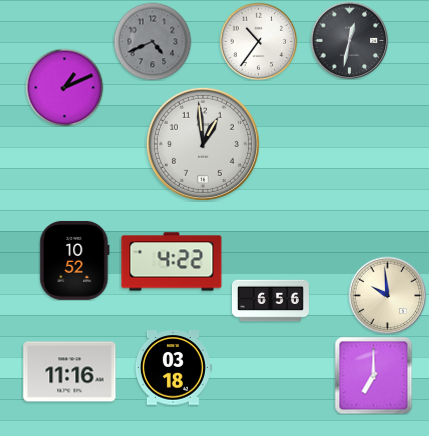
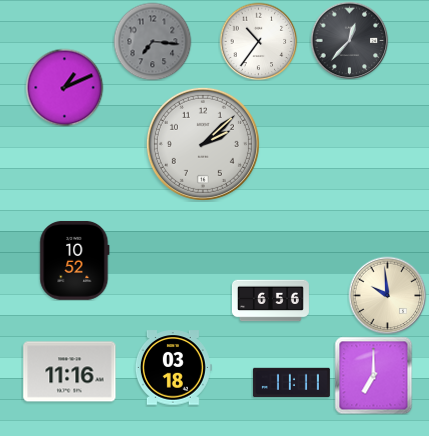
clock at (349, 40): 12:32 -> 12:37
clock at (152, 41): 4:41 -> 7:16
clock at (203, 144): 12:59 -> 2:08
clock at (172, 262): 4:22 -> none
clock at (291, 383): none -> 11:11
